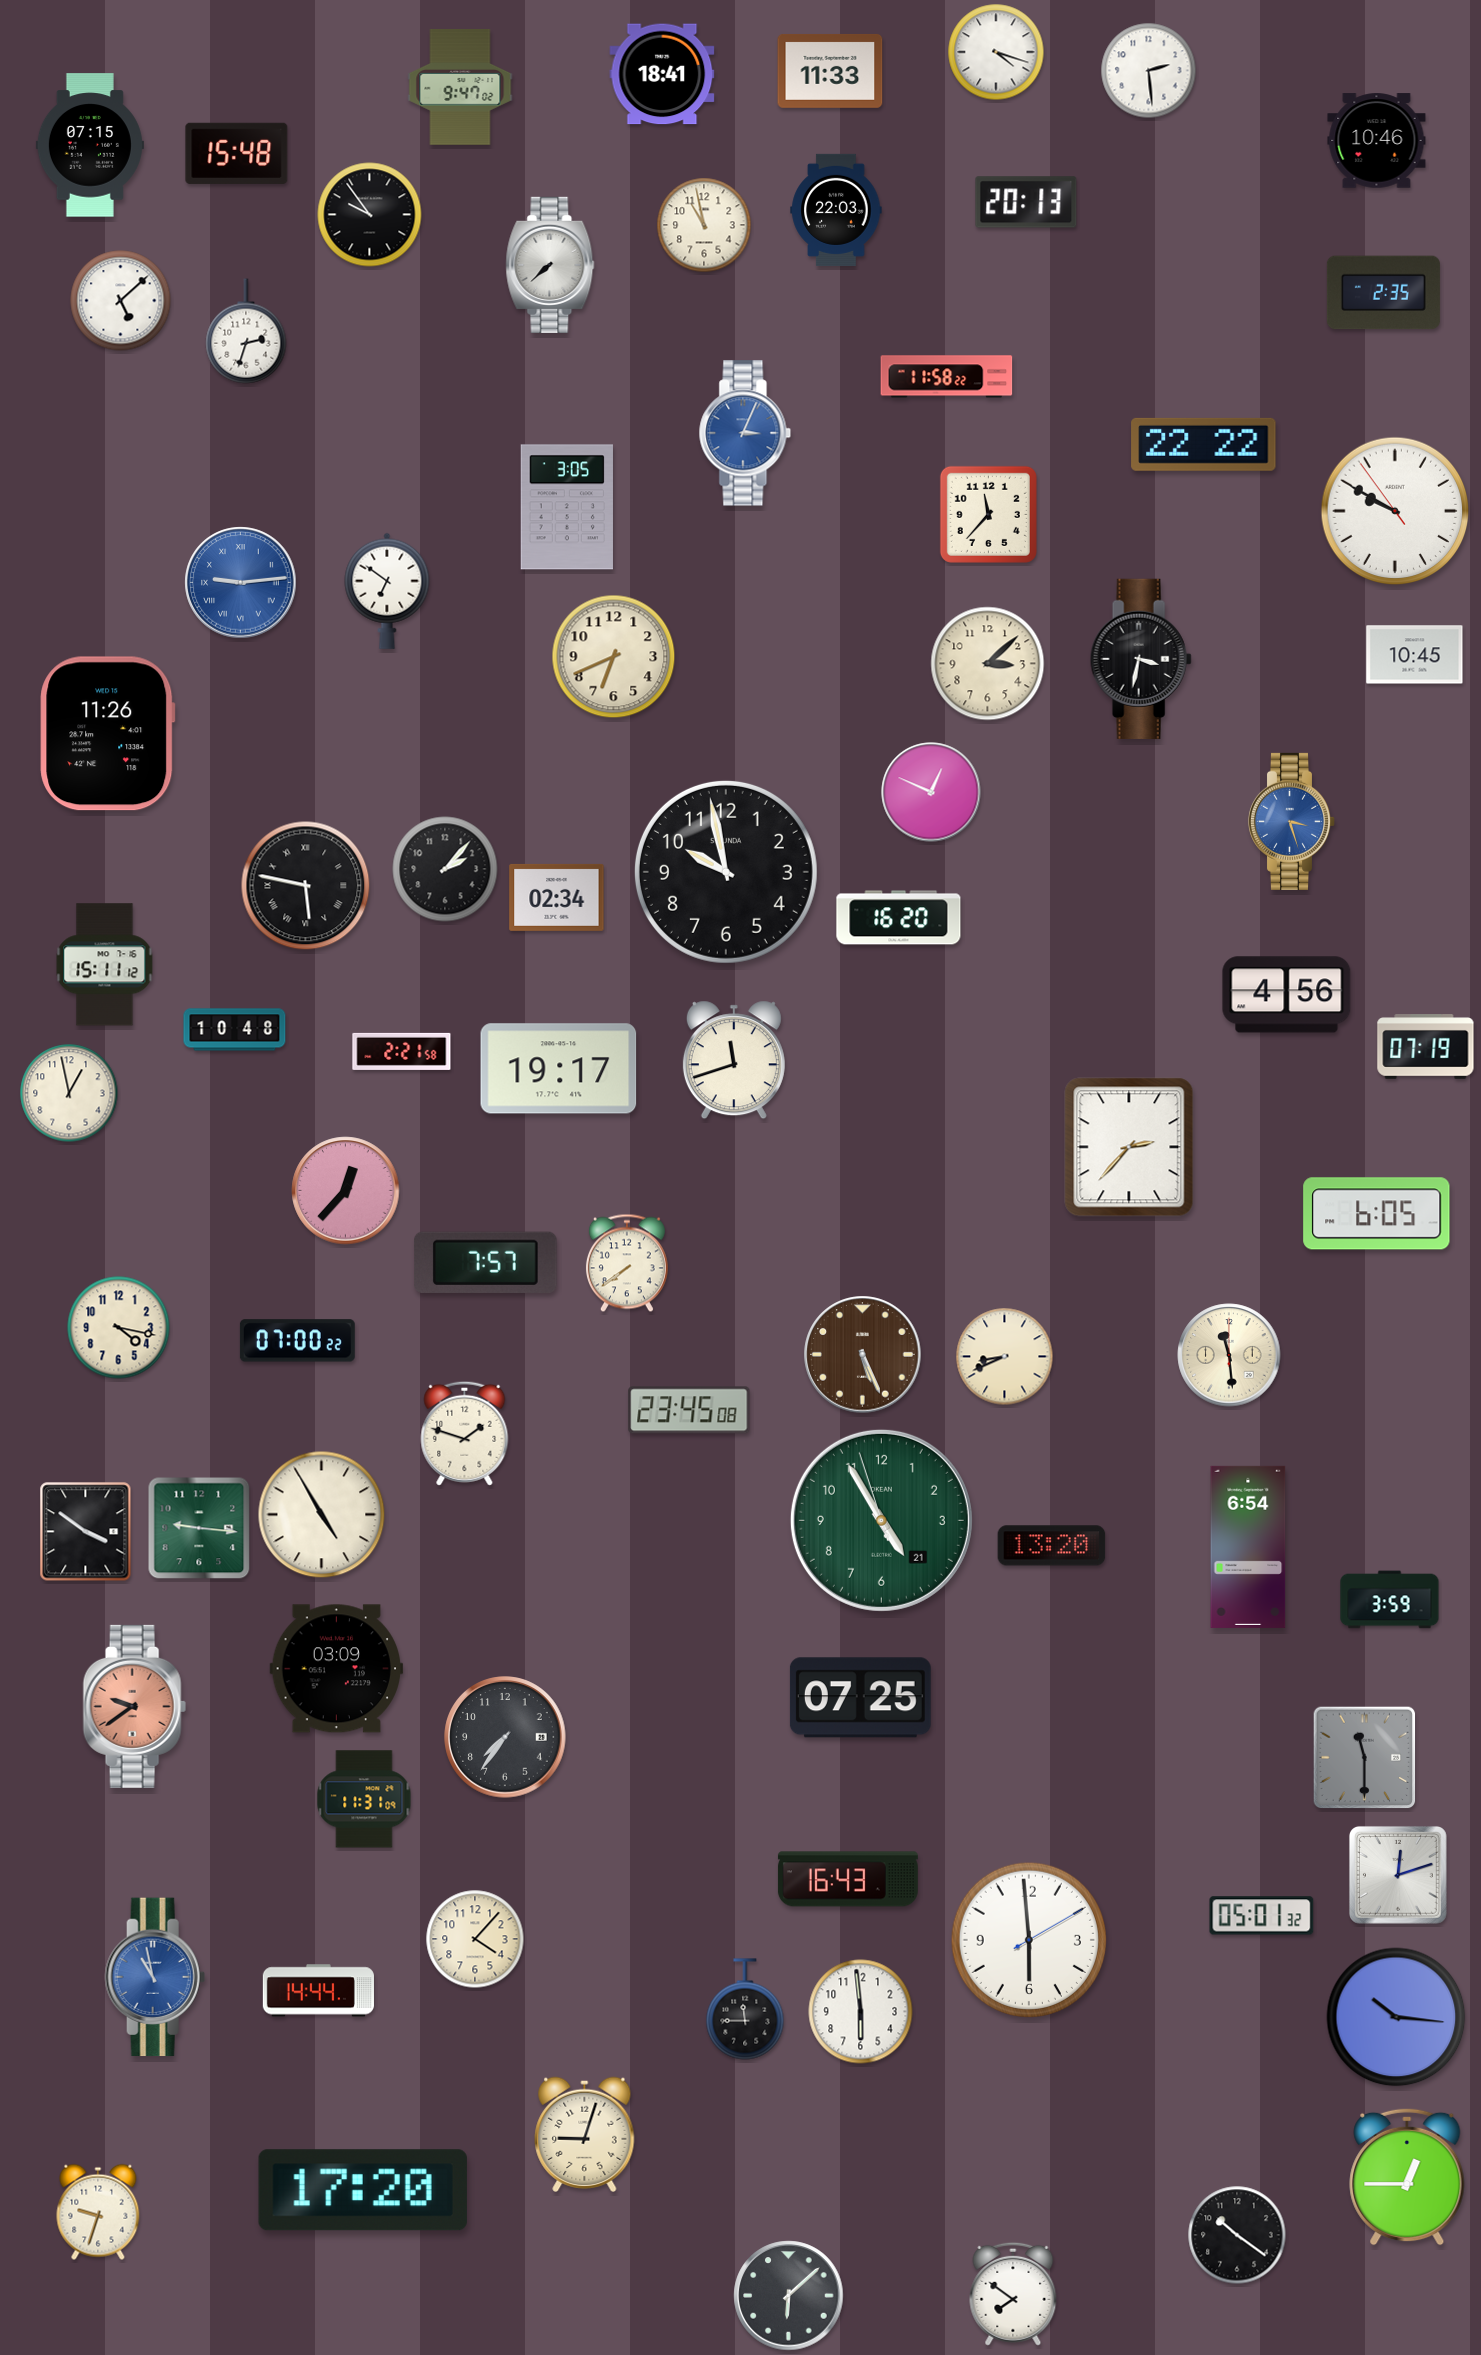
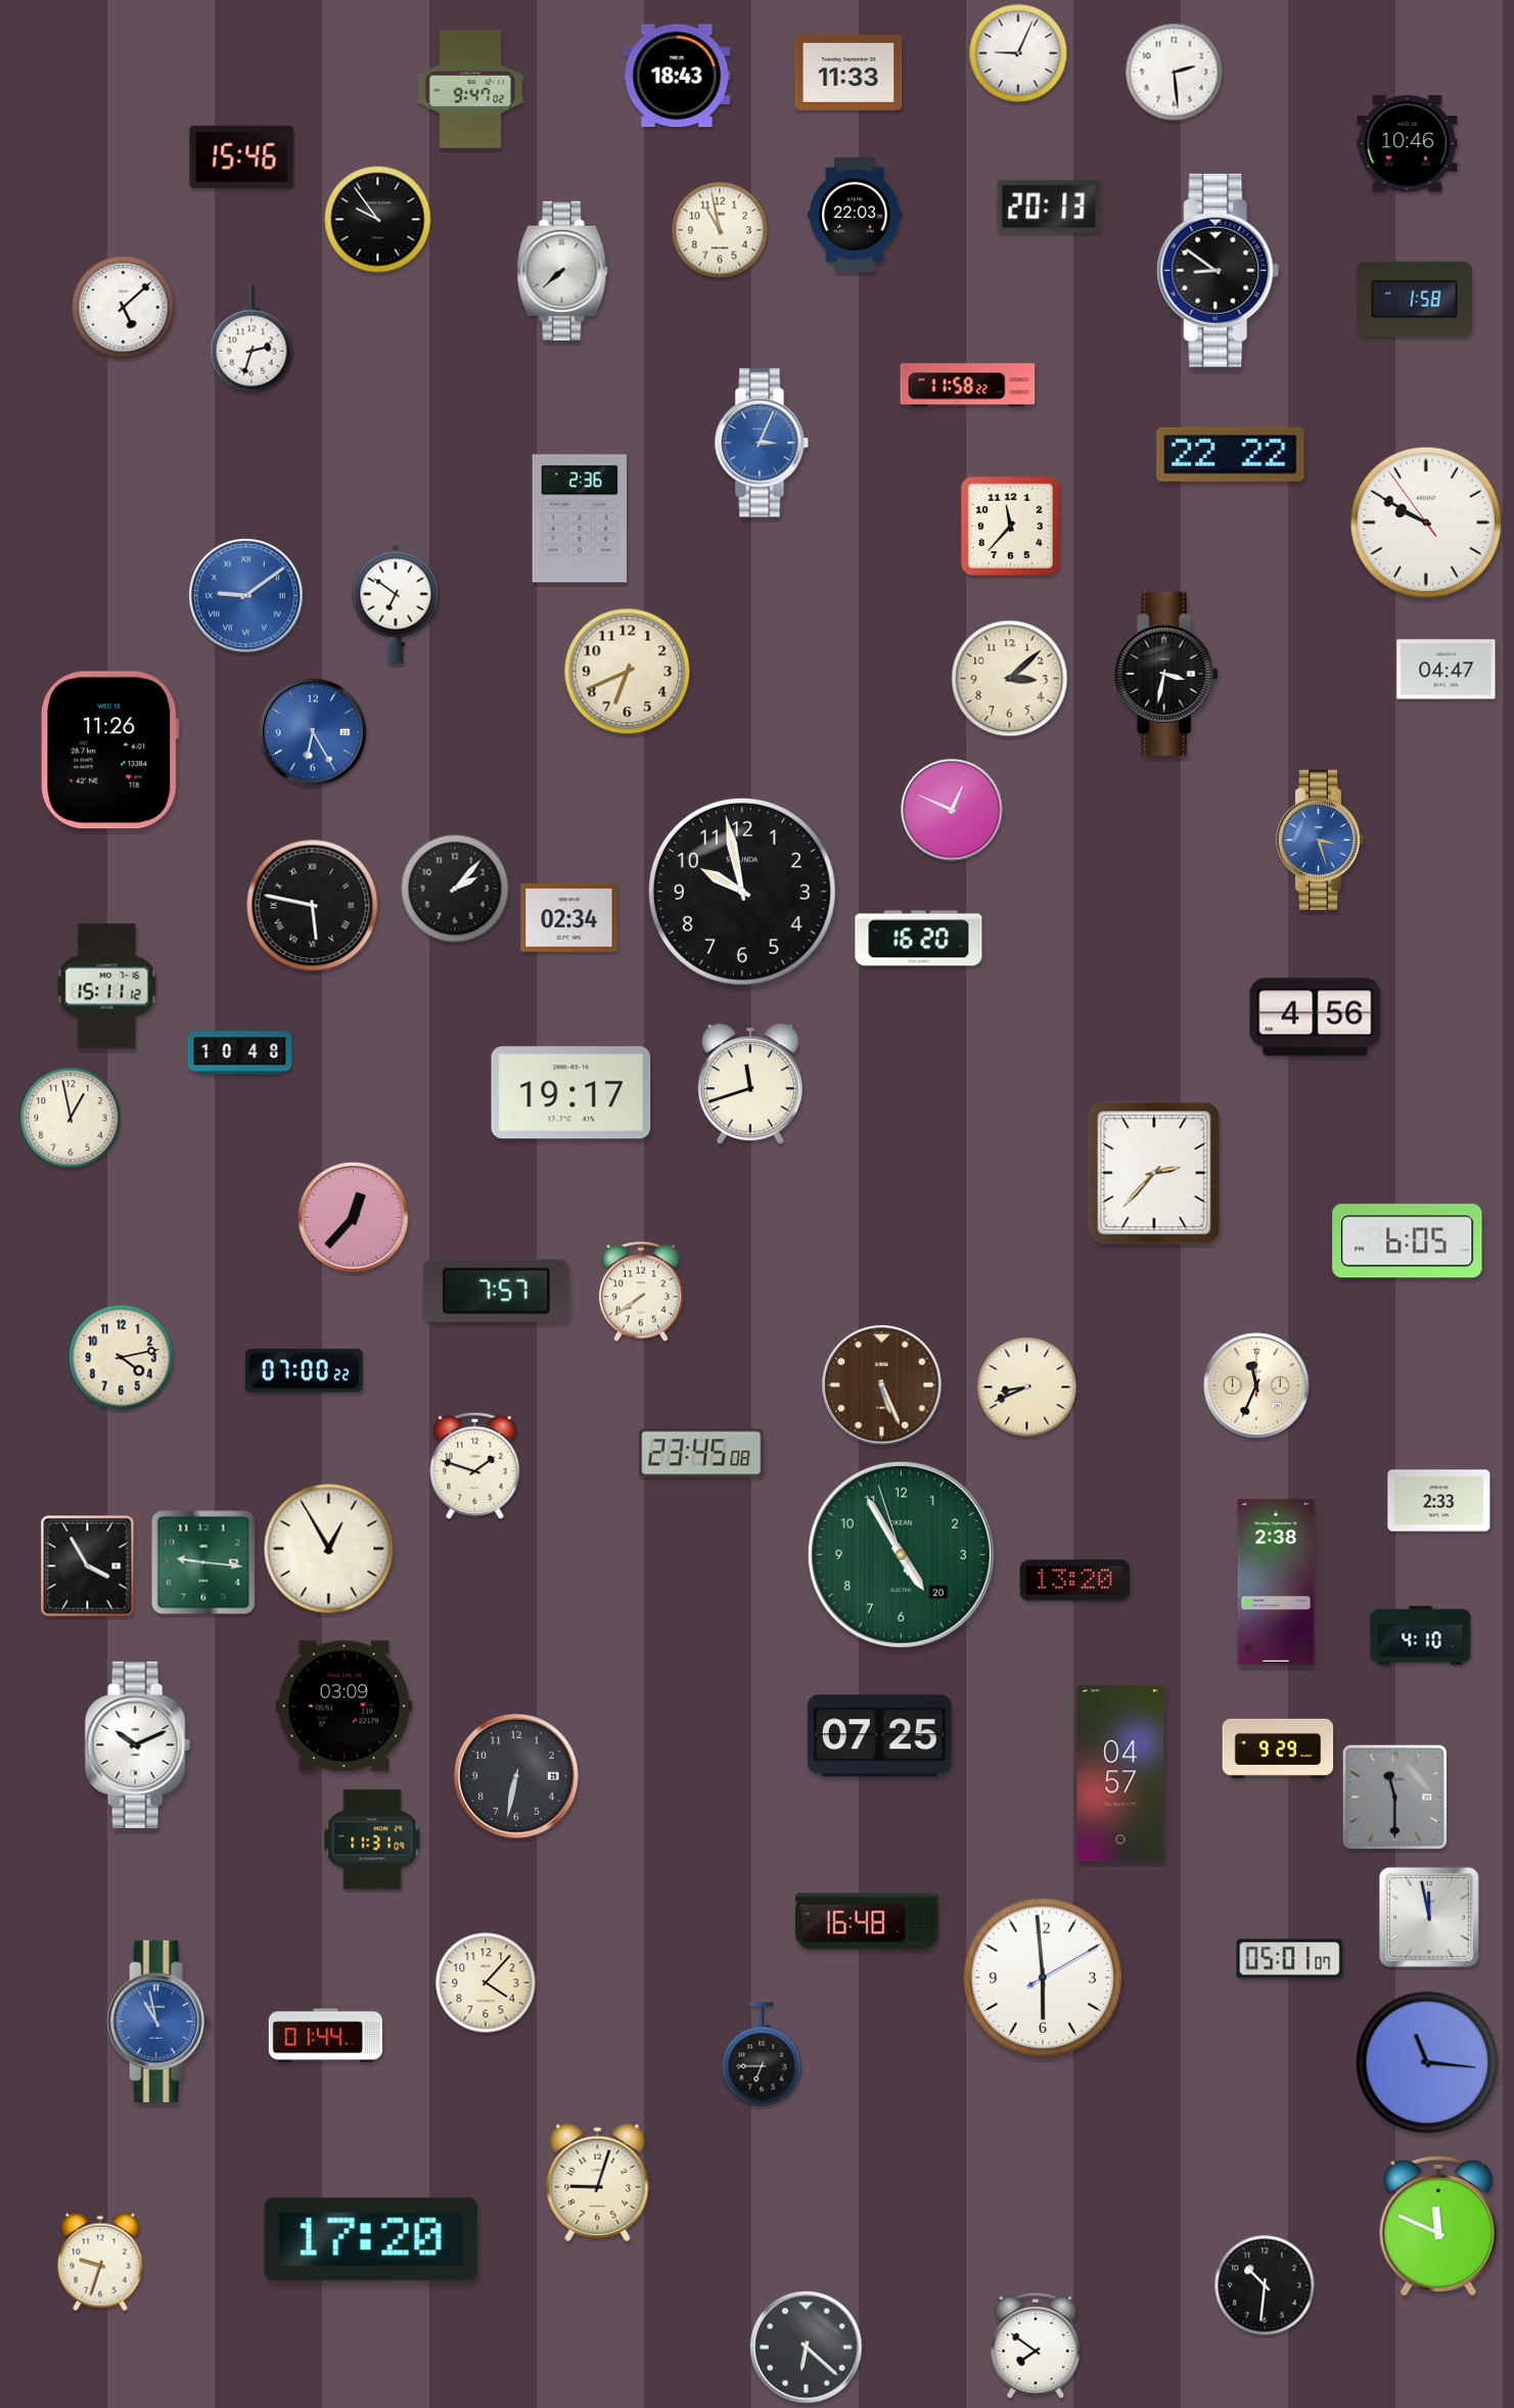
clock at (996, 52): 4:18 -> 9:04
clock at (662, 74): 18:41 -> 18:43
clock at (90, 145): 07:15 -> none
clock at (237, 153): 15:48 -> 15:46
clock at (1219, 270): none -> 8:51
clock at (1383, 293): 2:35 -> 1:58
clock at (567, 507): 3:05 -> 2:36
clock at (241, 583): 9:14 -> 9:09
clock at (1415, 655): 10:45 -> 04:47
clock at (313, 732): none -> 6:25
clock at (1426, 1047): 07:19 -> none
clock at (402, 1051): 2:21 -> none
clock at (119, 1328): 4:17 -> 4:13
clock at (1229, 1355): 11:29 -> 11:34
clock at (689, 1410) position: (689, 1410) -> (701, 1453)
clock at (1439, 1501): none -> 2:33
clock at (322, 1515): 4:55 -> 12:55
clock at (881, 1520) date: 21 -> 20
clock at (86, 1532): 3:51 -> 3:55
clock at (1248, 1547): 6:54 -> 2:38
clock at (1390, 1600): 3:59 -> 4:10
clock at (134, 1706): 9:39 -> 10:11
clock at (134, 1706) dial: salmon -> white
clock at (1278, 1748): none -> 9:29
clock at (1120, 1773): none -> 04:57
clock at (505, 1737): 7:36 -> 6:32
clock at (1398, 1875): 12:12 -> 11:58
clock at (848, 1879): 16:43 -> 16:48
clock at (1262, 1916): 05:01:32 -> 05:01:07
clock at (1029, 1940) position: (1029, 1940) -> (1043, 1978)
clock at (318, 1991): 14:44 -> 01:44
clock at (745, 2009): 11:45 -> 6:45
clock at (861, 2012): 5:59 -> none
clock at (1396, 2017): 10:16 -> 11:16
clock at (1407, 2177): 12:45 -> 11:49
clock at (1237, 2235): 10:21 -> 10:31
clock at (789, 2296): 6:08 -> 6:22
